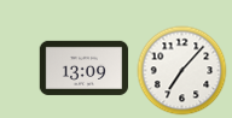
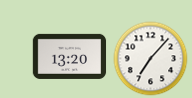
clock at (85, 67): 13:09 -> 13:20
